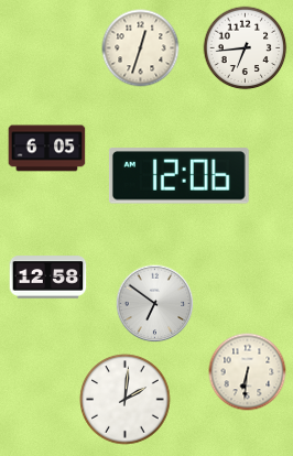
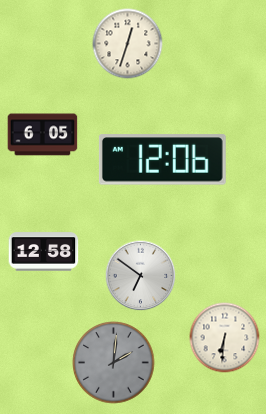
clock at (246, 48): 6:44 -> none
clock at (126, 400) dial: white -> grey
